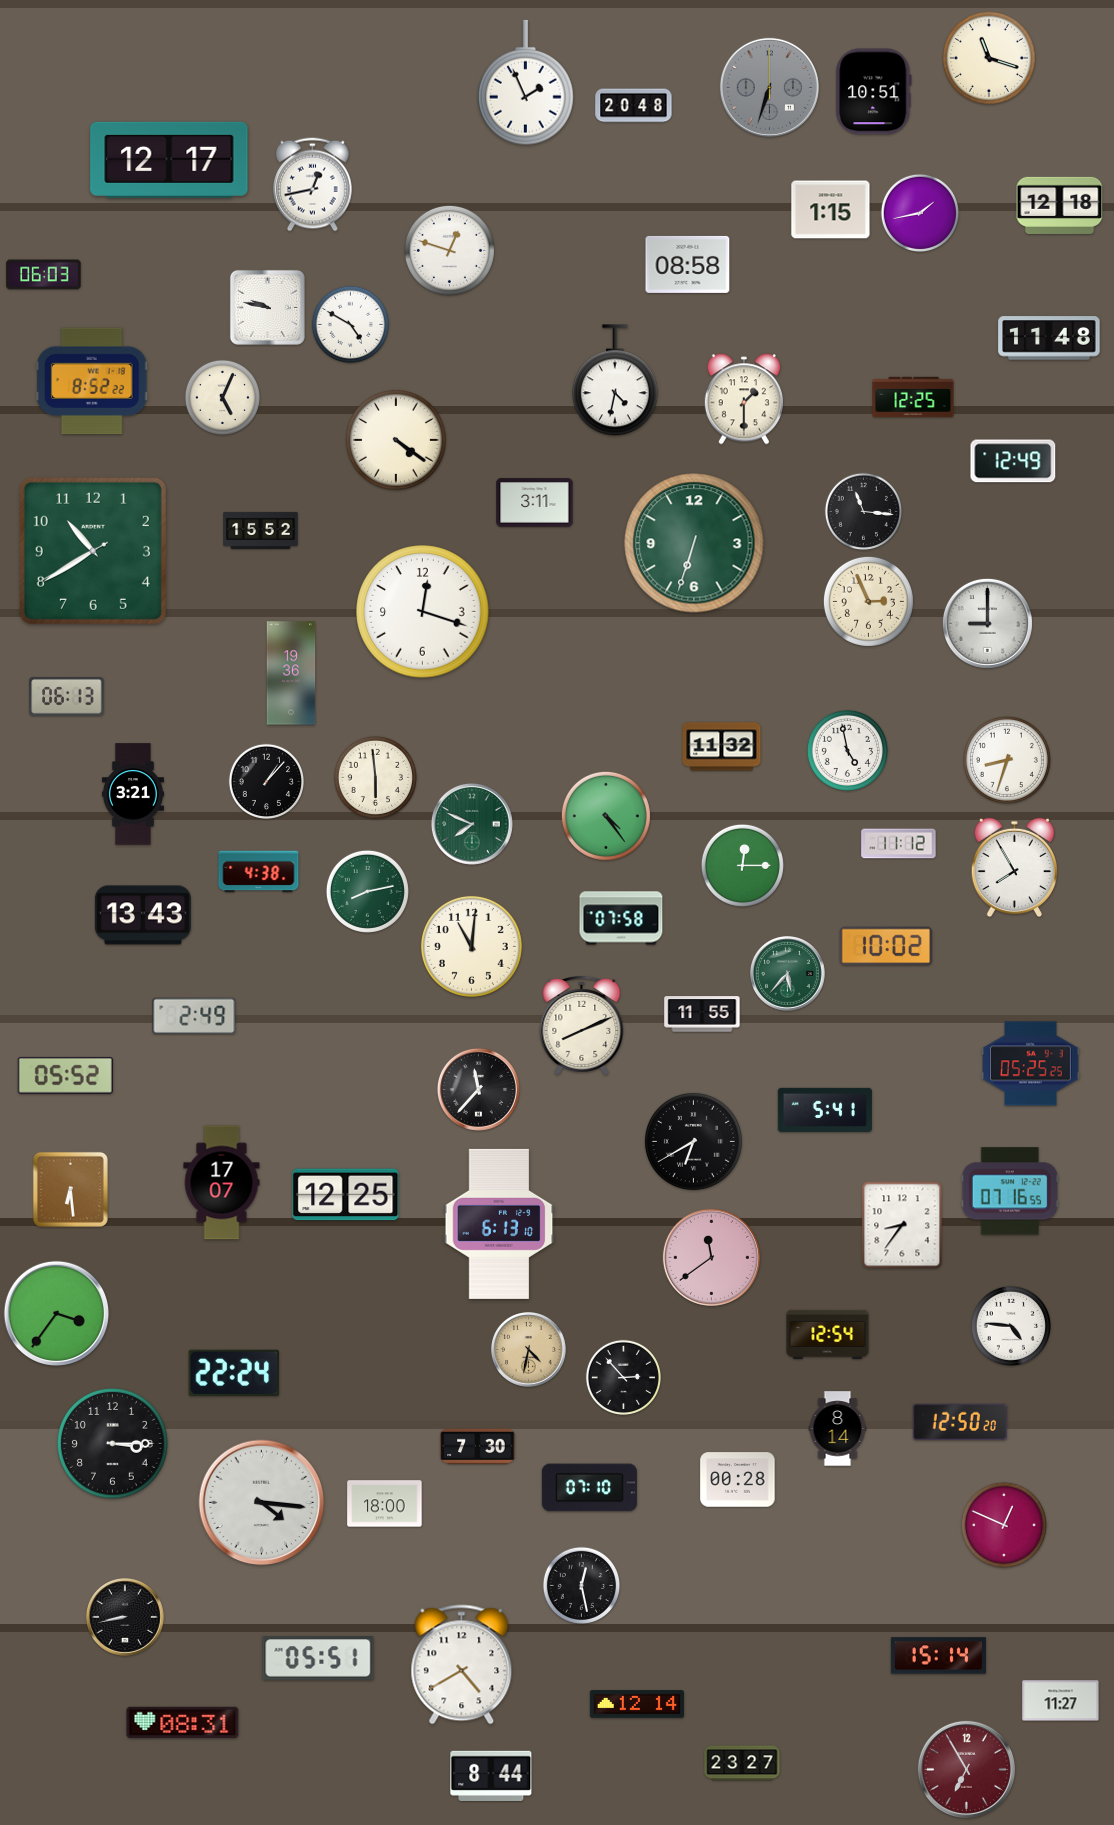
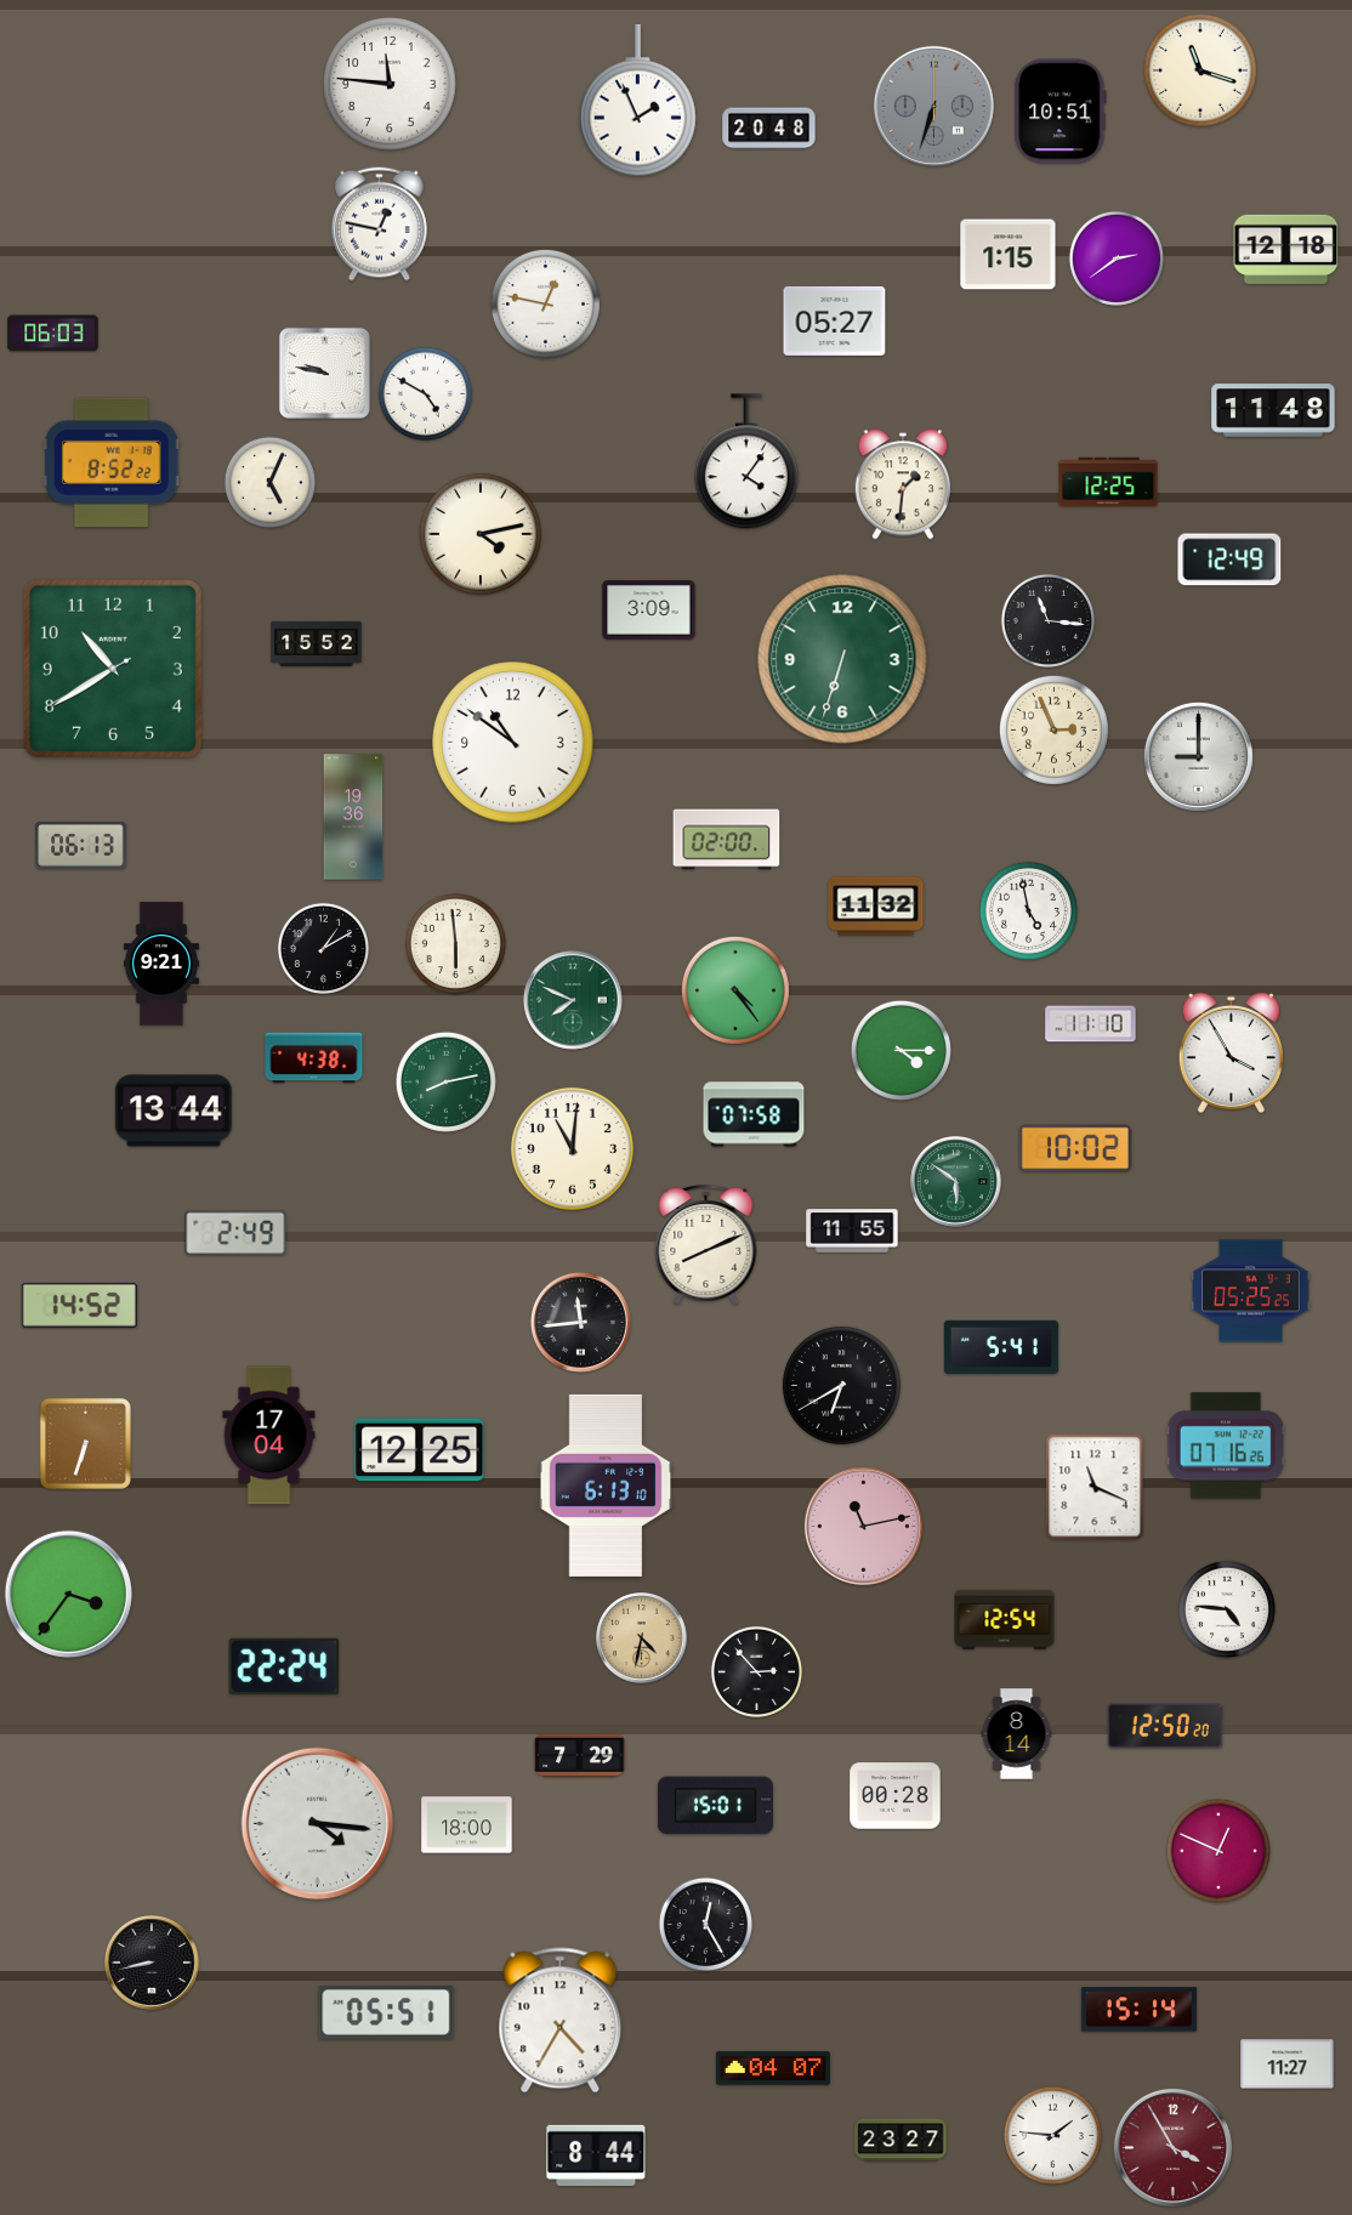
clock at (391, 85): none -> 11:46
clock at (169, 160): 12:17 -> none
clock at (313, 185): 12:43 -> 12:47
clock at (919, 212): 1:43 -> 2:39
clock at (449, 250): 12:48 -> 12:47
clock at (688, 264): 08:58 -> 05:27
clock at (615, 381): 4:32 -> 4:06
clock at (743, 399): 1:30 -> 1:31
clock at (396, 440): 4:21 -> 4:13
clock at (535, 503): 3:11 -> 3:09
clock at (423, 612): 12:18 -> 10:51
clock at (727, 840): none -> 02:00
clock at (1007, 760): 8:33 -> none
clock at (266, 781): 1:07 -> 1:10
clock at (133, 794): 3:21 -> 9:21
clock at (899, 844): 11:12 -> 11:10
clock at (742, 865): 12:15 -> 4:15
clock at (1014, 868): 7:55 -> 3:55
clock at (143, 915): 13:43 -> 13:44
clock at (788, 974): 5:37 -> 5:51
clock at (65, 1075): 05:52 -> 14:52
clock at (478, 1089): 11:37 -> 11:44
clock at (222, 1183): 17:07 -> 17:04
clock at (70, 1189): 6:29 -> 6:33
clock at (1010, 1191): 07:16:55 -> 07:16:26
clock at (902, 1225): 8:36 -> 11:19
clock at (711, 1257): 11:39 -> 11:13
clock at (113, 1444): 3:15 -> none
clock at (478, 1447): 7:30 -> 7:29
clock at (589, 1488): 07:10 -> 15:01
clock at (581, 1585): 12:28 -> 12:25
clock at (462, 1665): 4:40 -> 4:35
clock at (637, 1704): 12:14 -> 04:07
clock at (183, 1722): 08:31 -> none
clock at (1052, 2135): none -> 1:46
clock at (966, 1769): 6:55 -> 3:55
